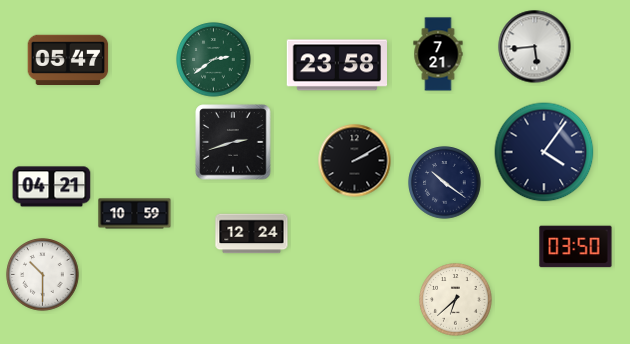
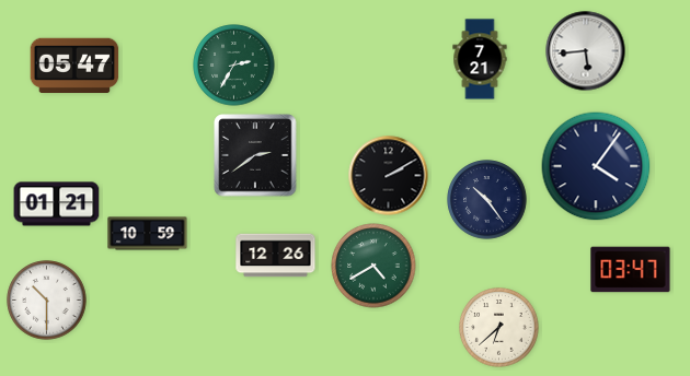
clock at (214, 60): 2:39 -> 2:35
clock at (336, 65): 23:58 -> none
clock at (233, 142): 2:42 -> 2:39
clock at (445, 183): 10:21 -> 10:24
clock at (52, 187): 04:21 -> 01:21
clock at (252, 234): 12:24 -> 12:26
clock at (373, 266): none -> 4:40
clock at (576, 247): 03:50 -> 03:47
